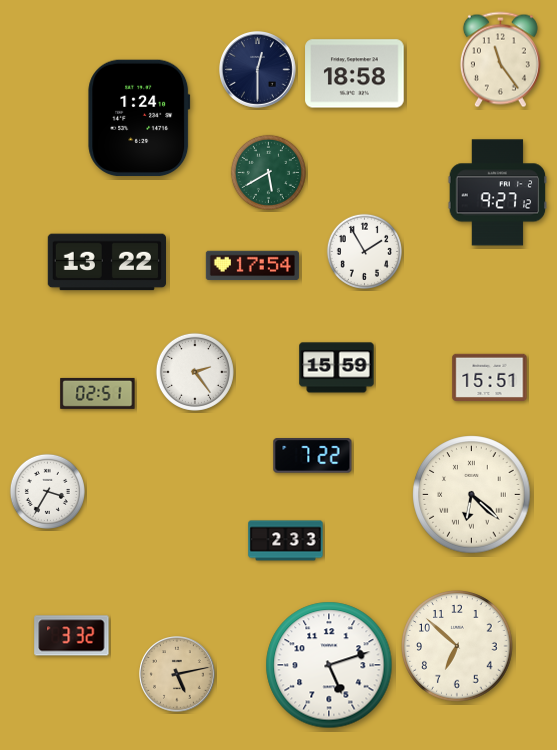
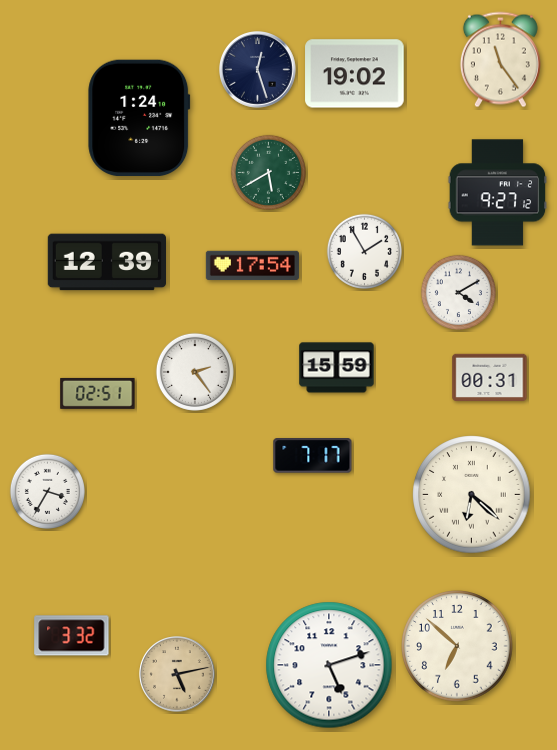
clock at (258, 70): 12:30 -> 12:27
clock at (355, 74): 18:58 -> 19:02
clock at (106, 262): 13:22 -> 12:39
clock at (458, 292): none -> 4:10
clock at (490, 377): 15:51 -> 00:31
clock at (313, 456): 7:22 -> 7:17
clock at (286, 541): 2:33 -> none
